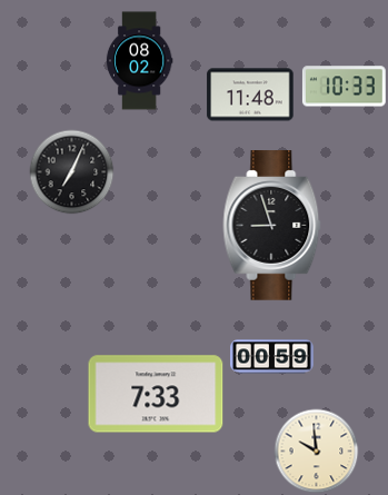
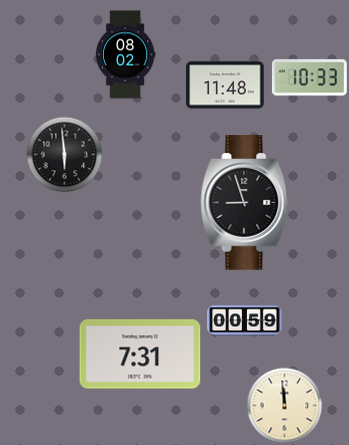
clock at (72, 172): 7:04 -> 5:59
clock at (156, 394): 7:33 -> 7:31
clock at (317, 452): 9:59 -> 11:59
